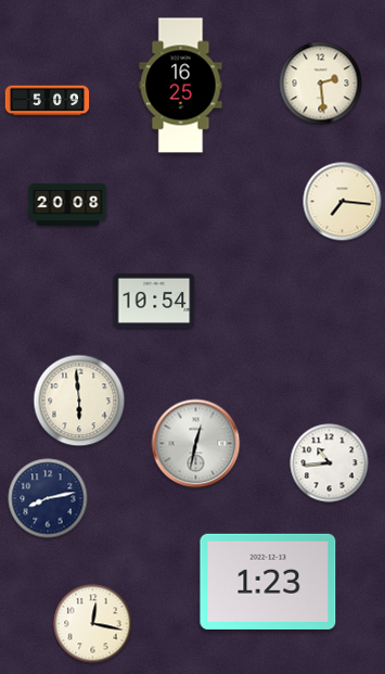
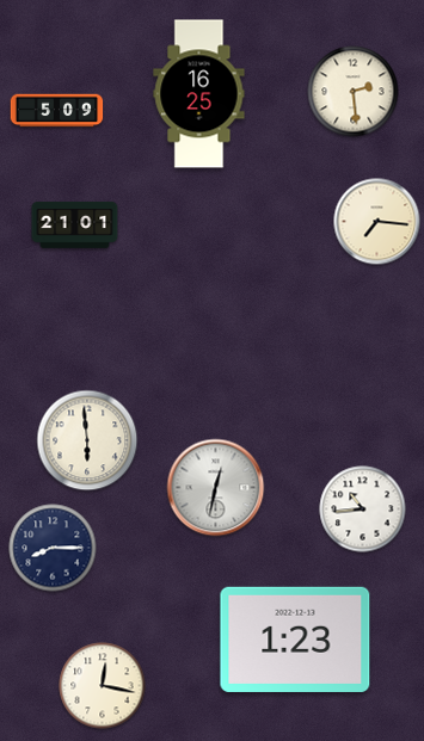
clock at (48, 101) position: (48, 101) -> (57, 111)
clock at (68, 204): 20:08 -> 21:01
clock at (154, 301): 10:54 -> none
clock at (48, 498): 8:13 -> 8:15
